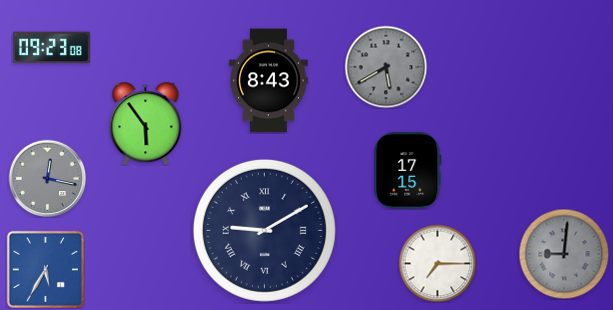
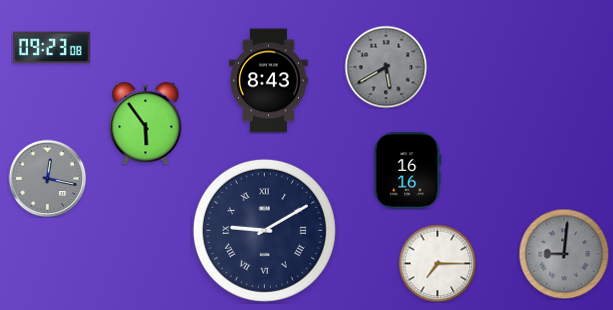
clock at (408, 170): 17:15 -> 16:16
clock at (45, 269): 5:35 -> none
